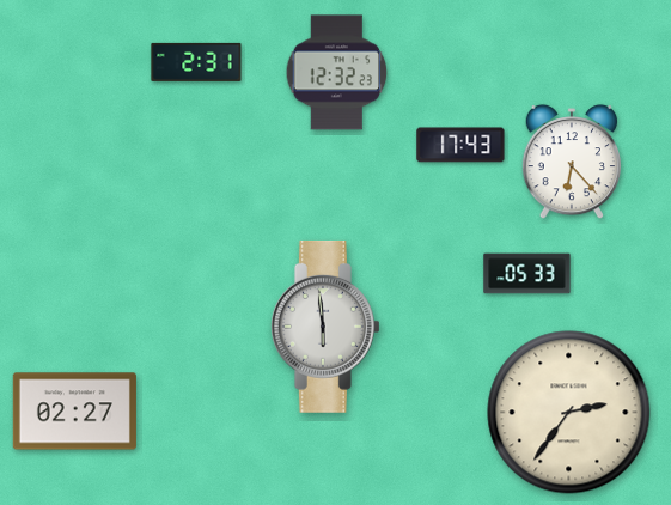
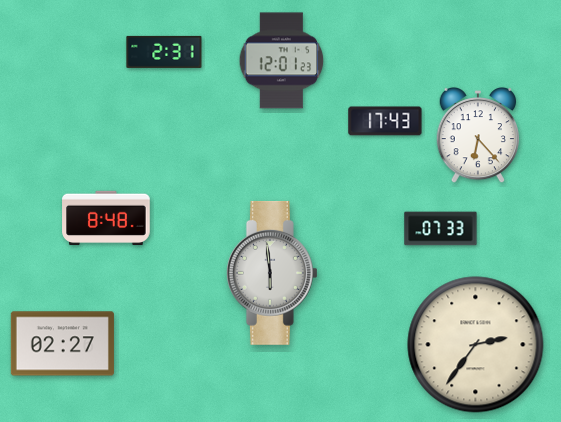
clock at (337, 73): 12:32 -> 12:01
clock at (106, 218): none -> 8:48
clock at (527, 274): 05:33 -> 07:33
